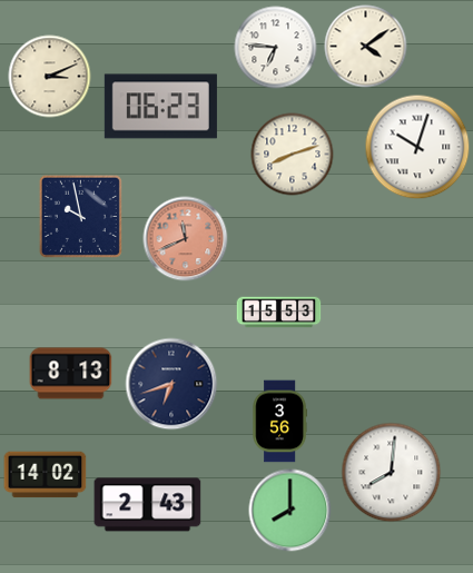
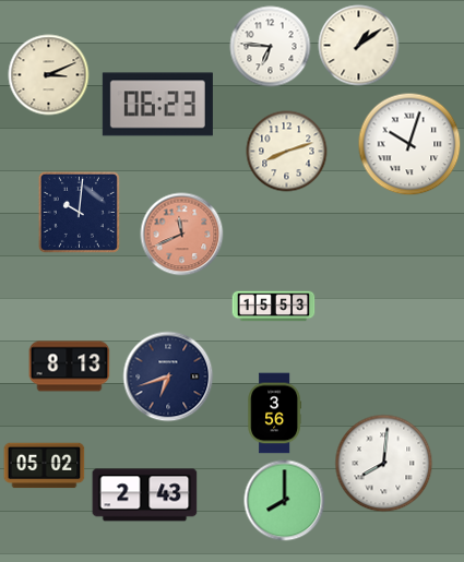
clock at (366, 47): 4:09 -> 1:09
clock at (80, 216): 9:58 -> 10:01
clock at (46, 475): 14:02 -> 05:02
